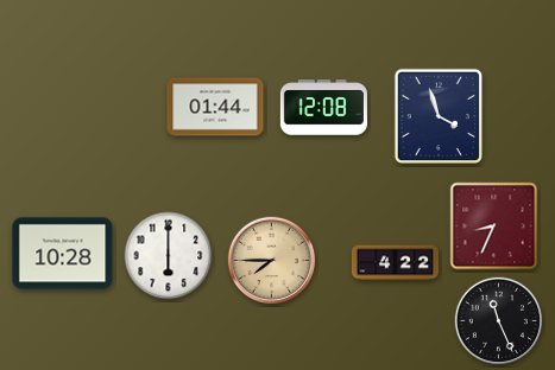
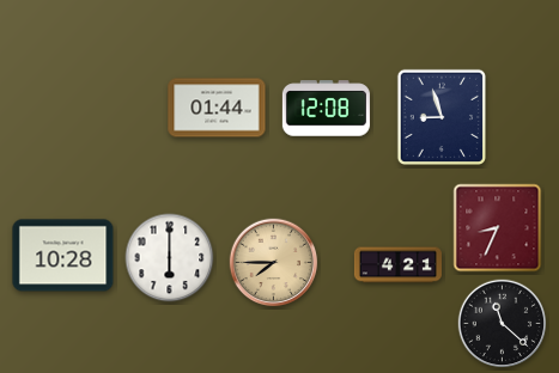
clock at (437, 115): 3:57 -> 8:57
clock at (395, 263): 4:22 -> 4:21
clock at (499, 321): 11:26 -> 11:22
